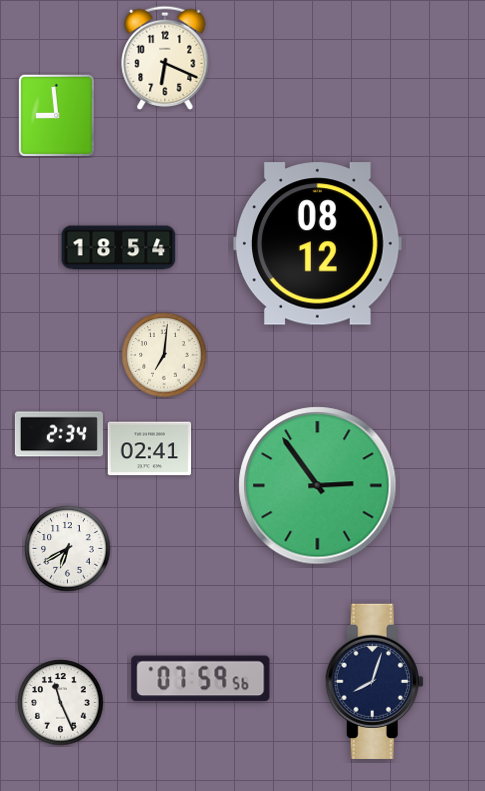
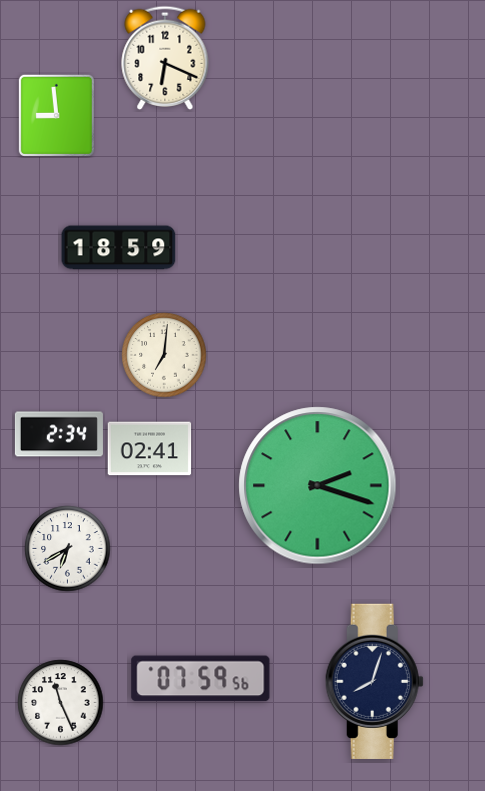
clock at (318, 244): 08:12 -> none
clock at (119, 248): 18:54 -> 18:59
clock at (318, 486): 2:54 -> 2:18
